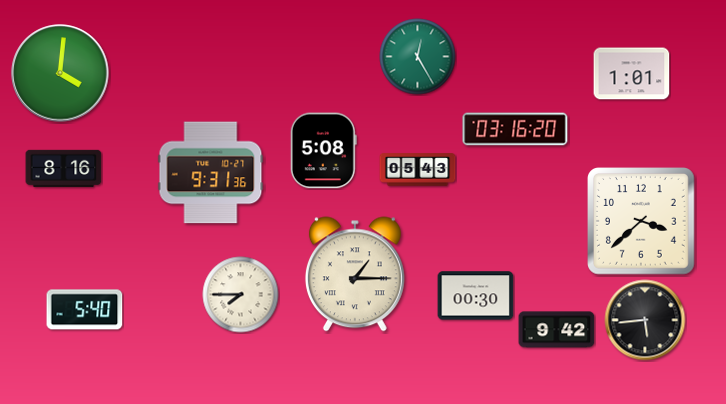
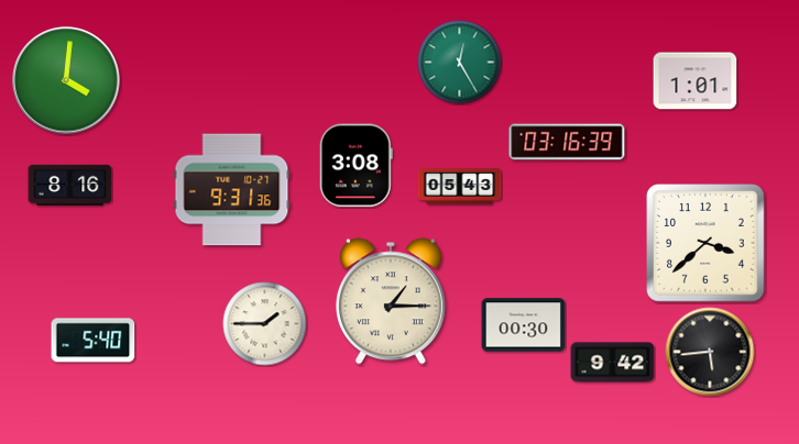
clock at (515, 129): 03:16:20 -> 03:16:39
clock at (323, 151): 5:08 -> 3:08
clock at (241, 295): 7:45 -> 1:45
